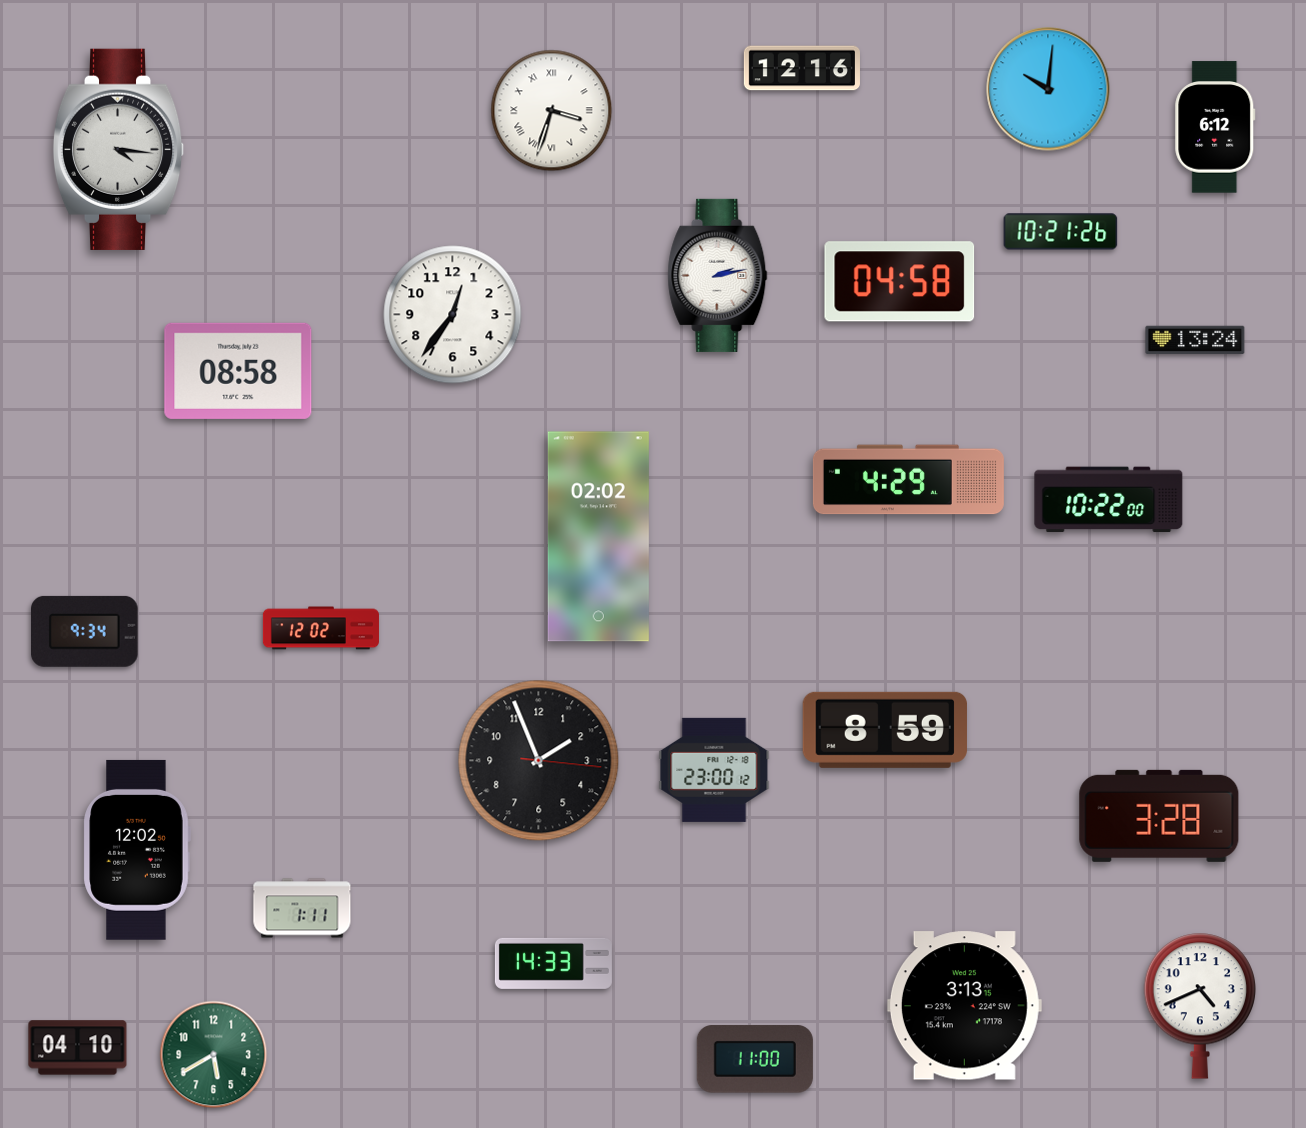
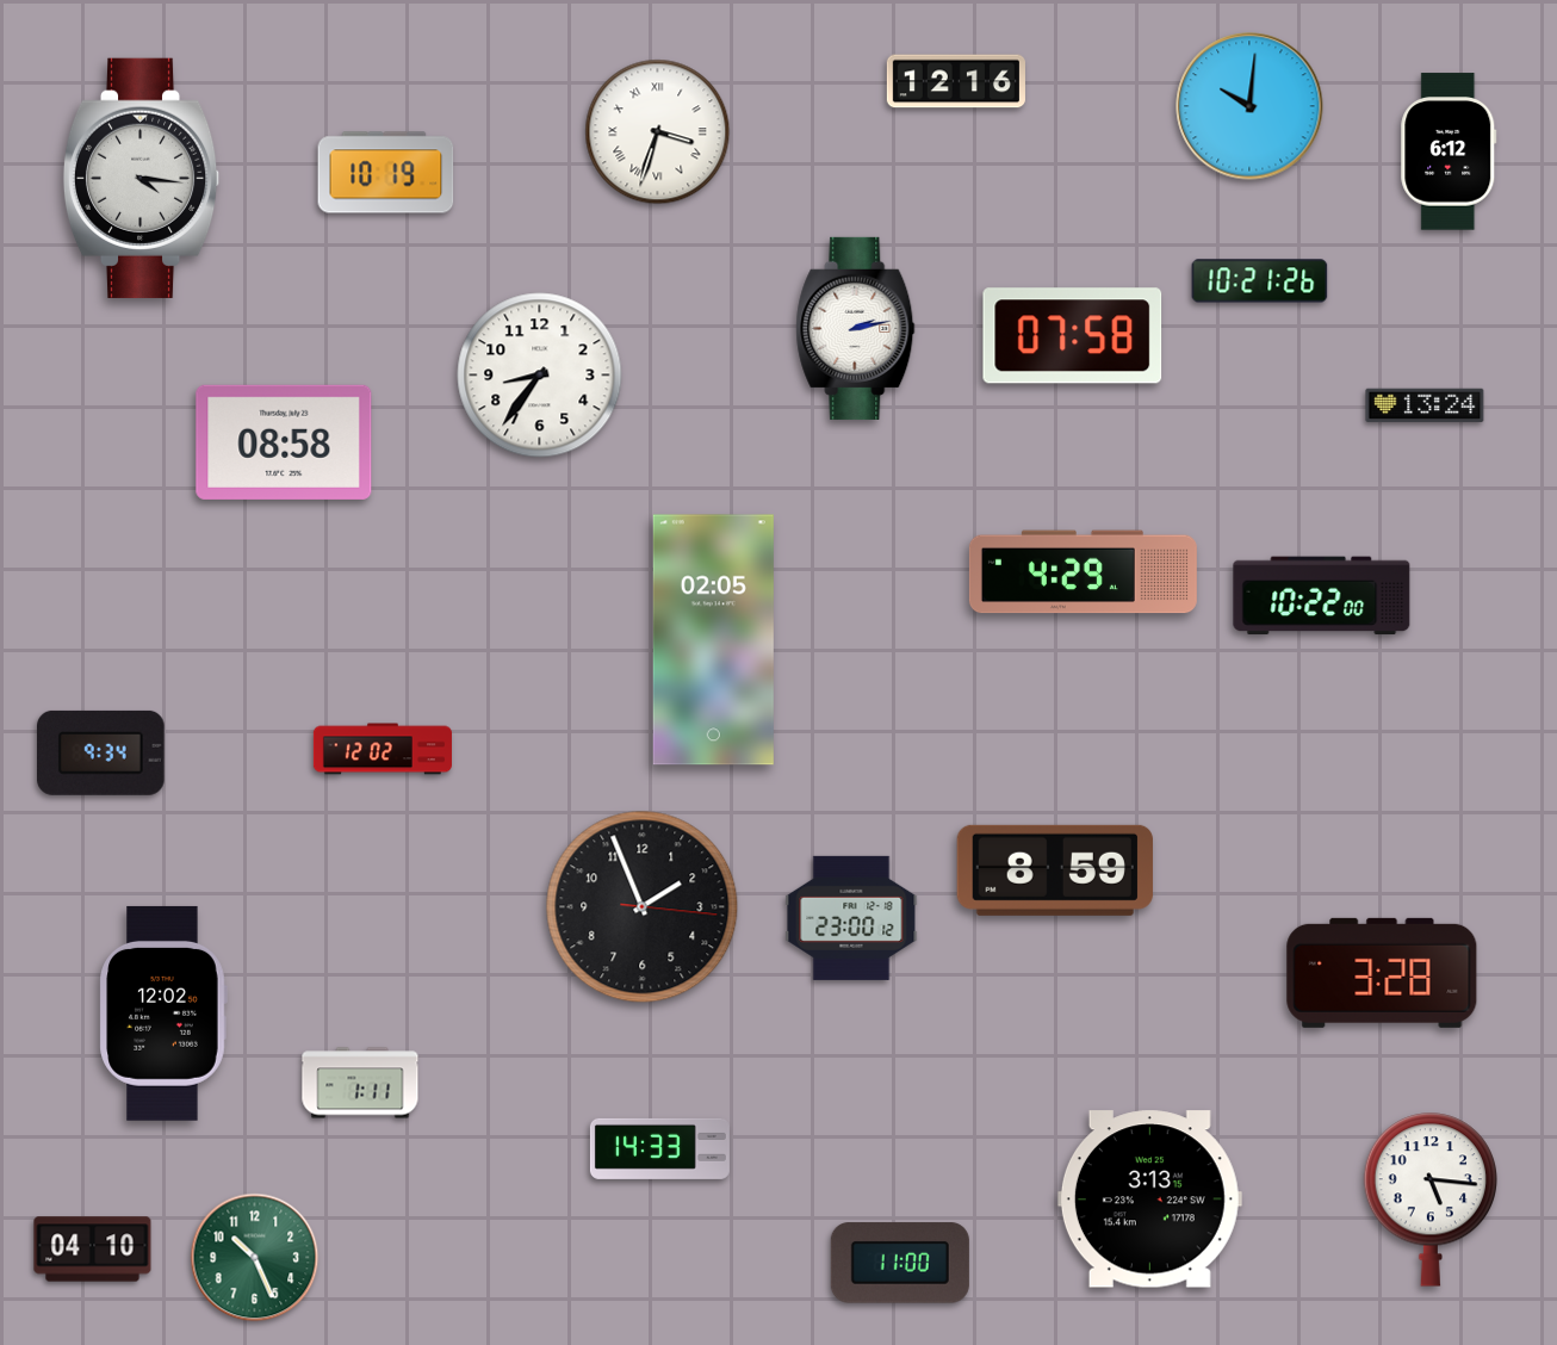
clock at (386, 173): none -> 10:19
clock at (1061, 232) position: (1061, 232) -> (1260, 281)
clock at (900, 282): 04:58 -> 07:58
clock at (453, 315): 12:36 -> 8:36
clock at (598, 537): 02:02 -> 02:05
clock at (1199, 1006): 4:41 -> 5:16
clock at (214, 1055): 5:40 -> 10:26
